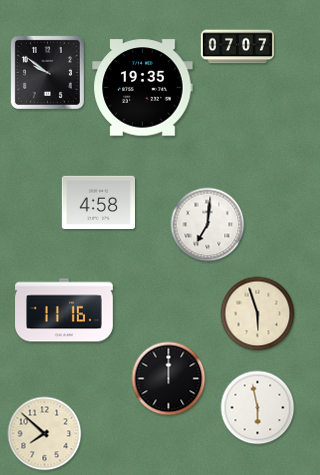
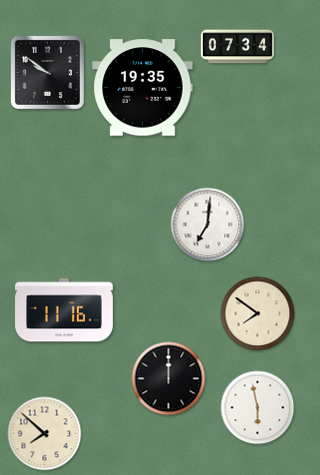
clock at (237, 47): 07:07 -> 07:34
clock at (98, 203): 4:58 -> none
clock at (258, 314): 5:57 -> 7:51
